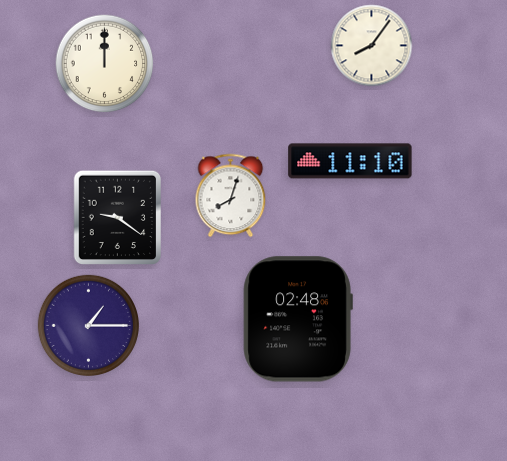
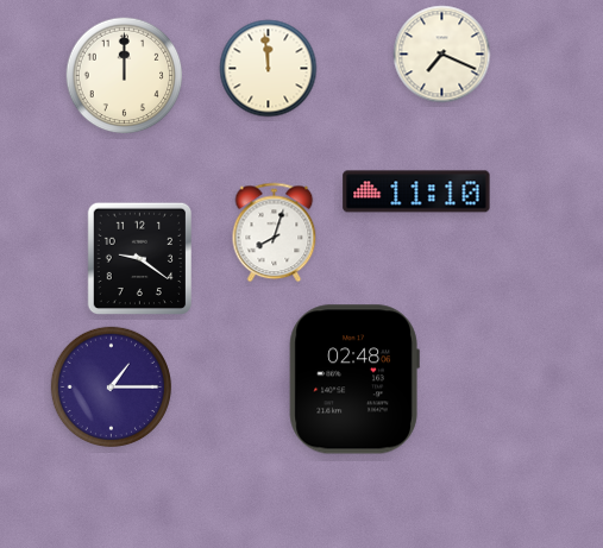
clock at (372, 46): 8:06 -> 7:19
clock at (269, 69): none -> 11:59
clock at (88, 325) position: (88, 325) -> (111, 386)
